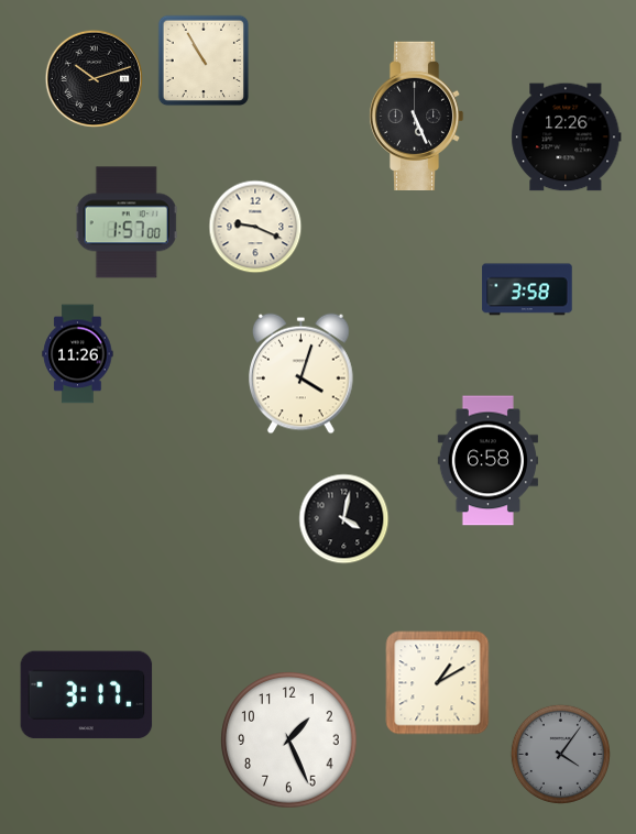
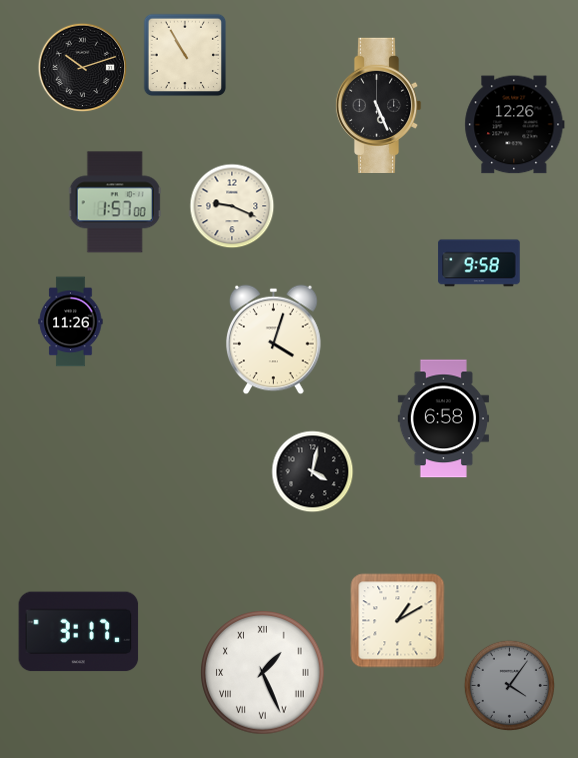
clock at (95, 79) position: (95, 79) -> (83, 68)
clock at (527, 289): 3:58 -> 9:58
clock at (289, 740) numerals: Arabic -> Roman
